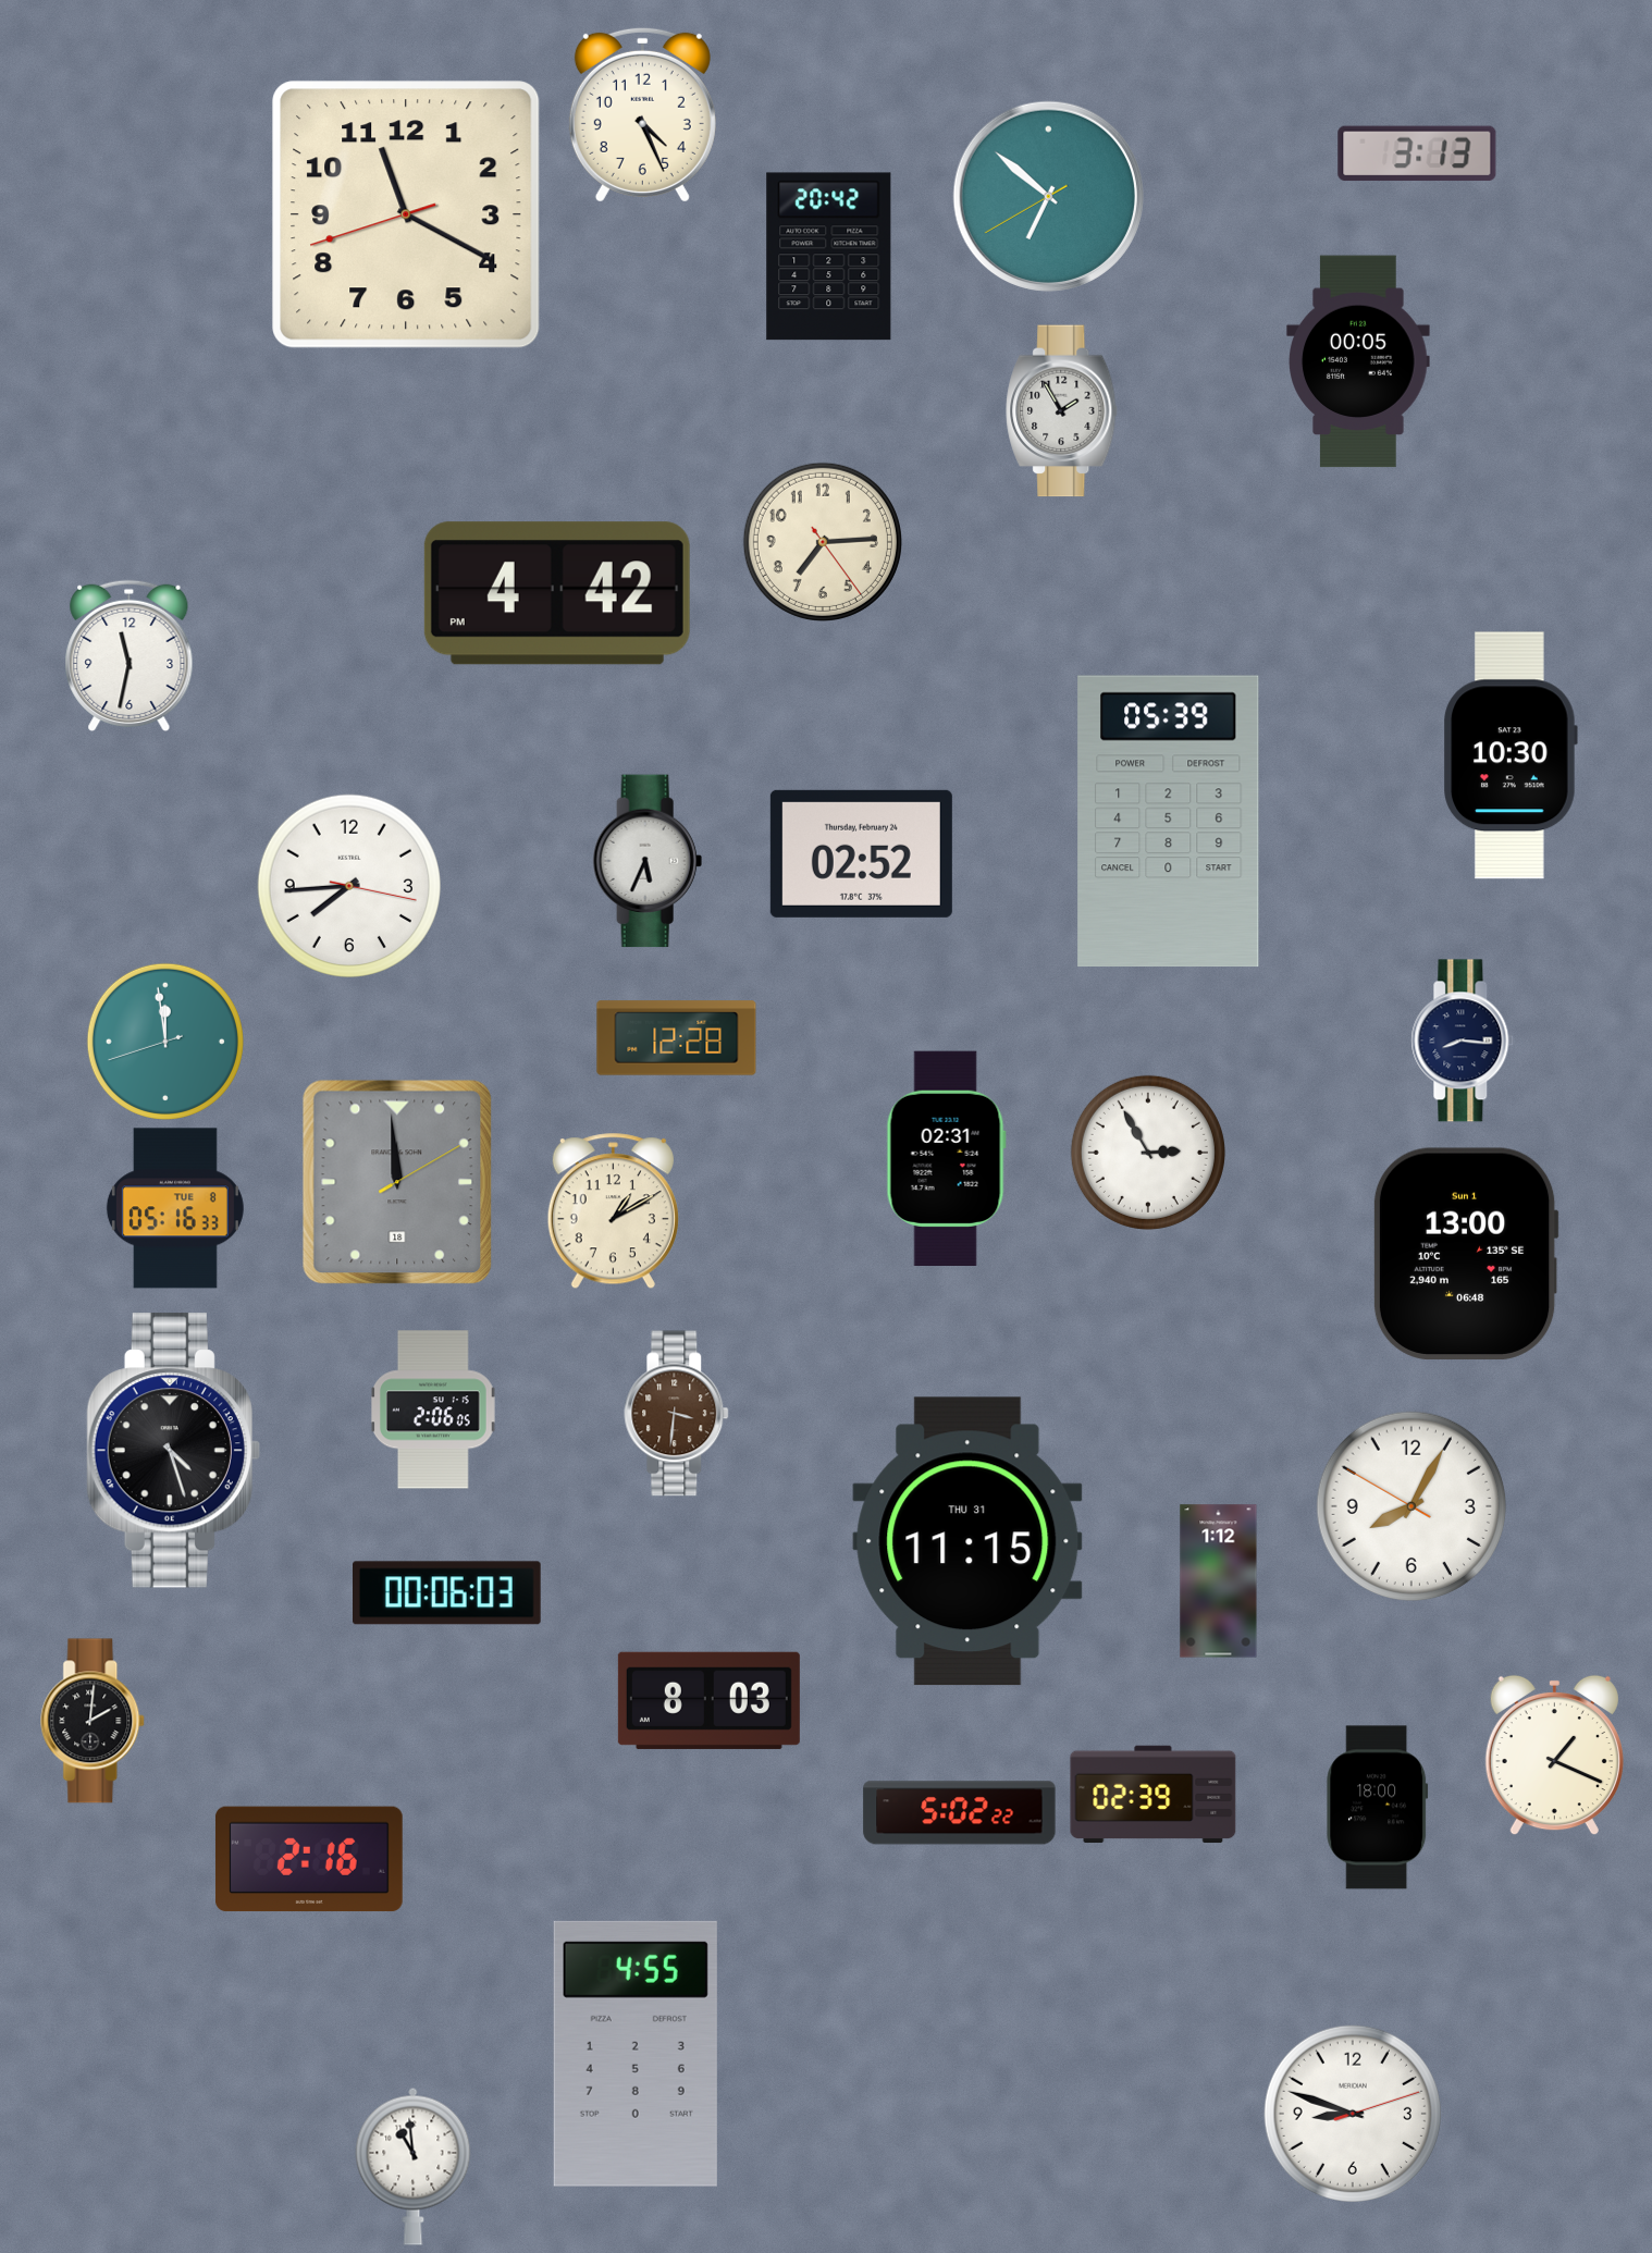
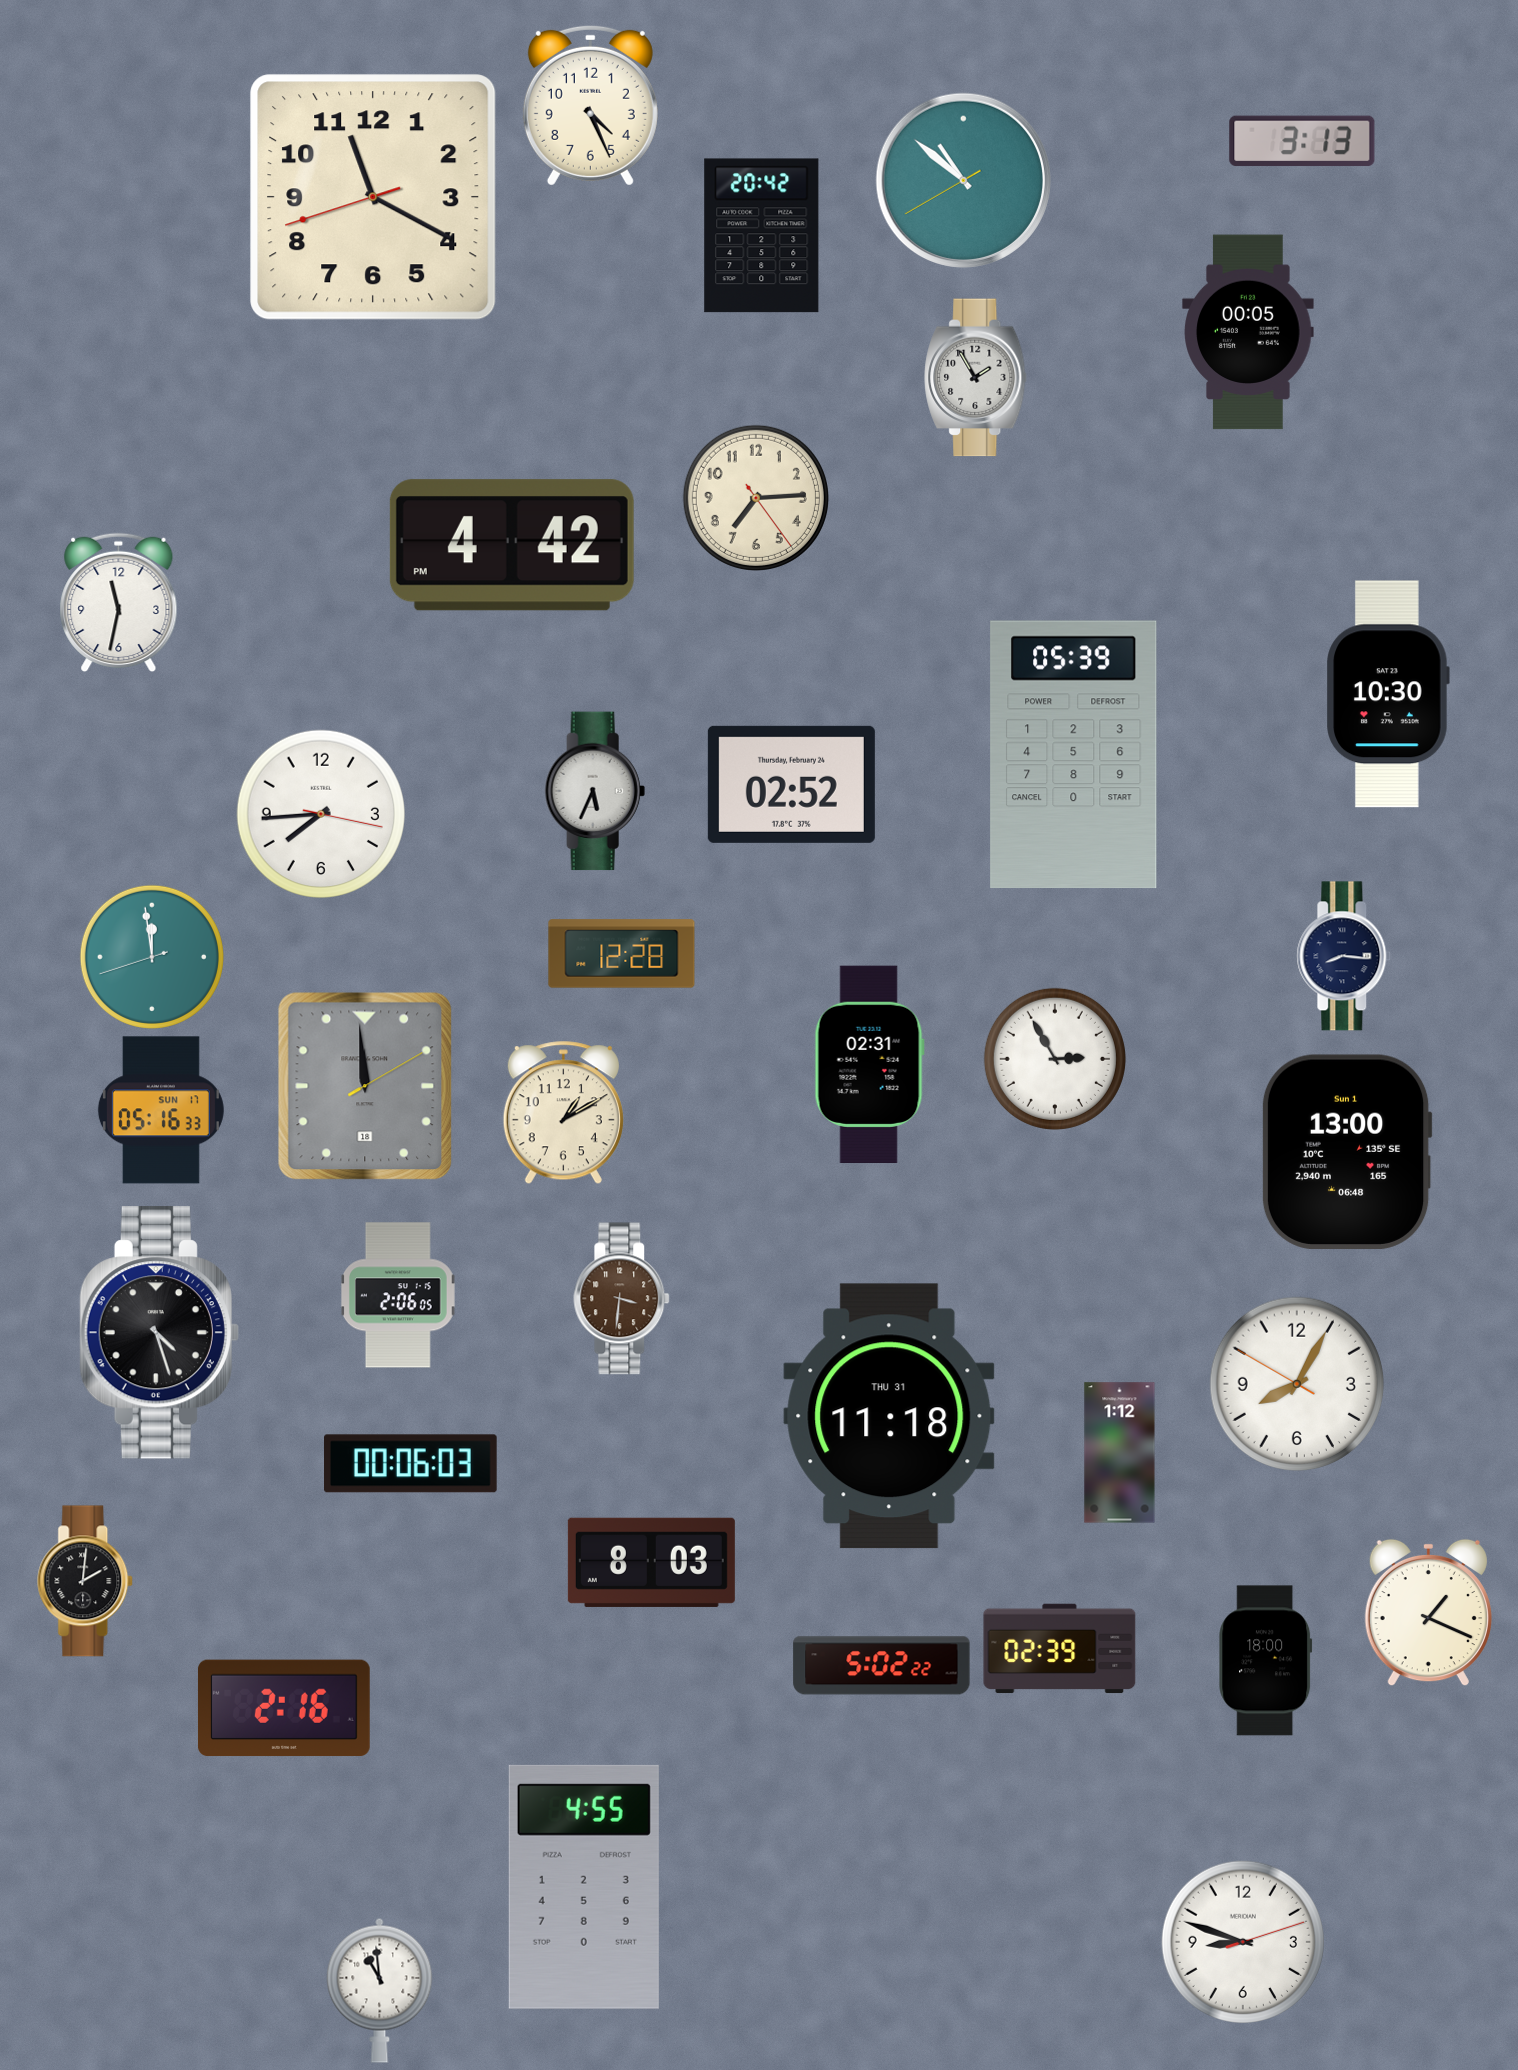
clock at (1048, 196): 6:51 -> 10:51
clock at (175, 1208) date: TUE 8 -> SUN 17
clock at (967, 1541): 11:15 -> 11:18
